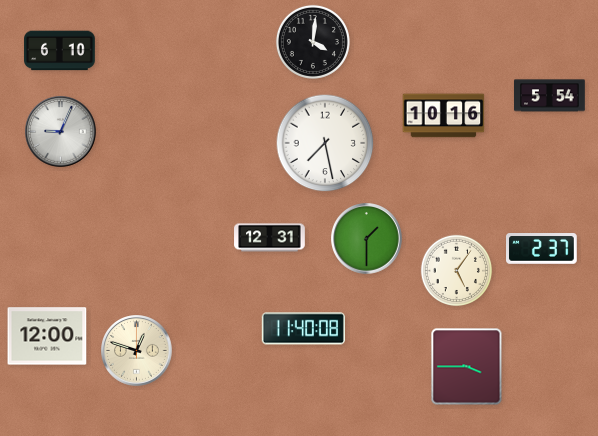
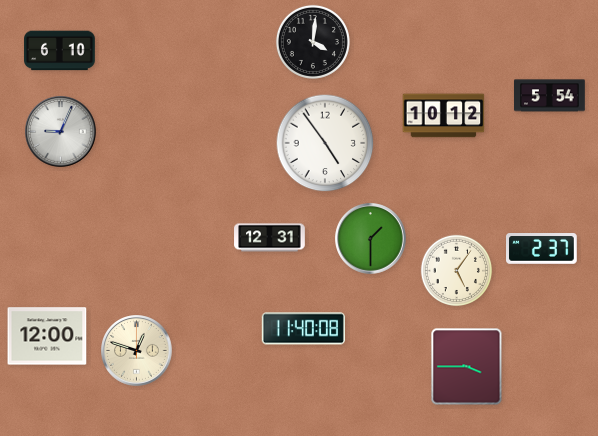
clock at (444, 116): 10:16 -> 10:12
clock at (325, 143): 7:28 -> 4:54
clock at (367, 239) position: (367, 239) -> (371, 239)
